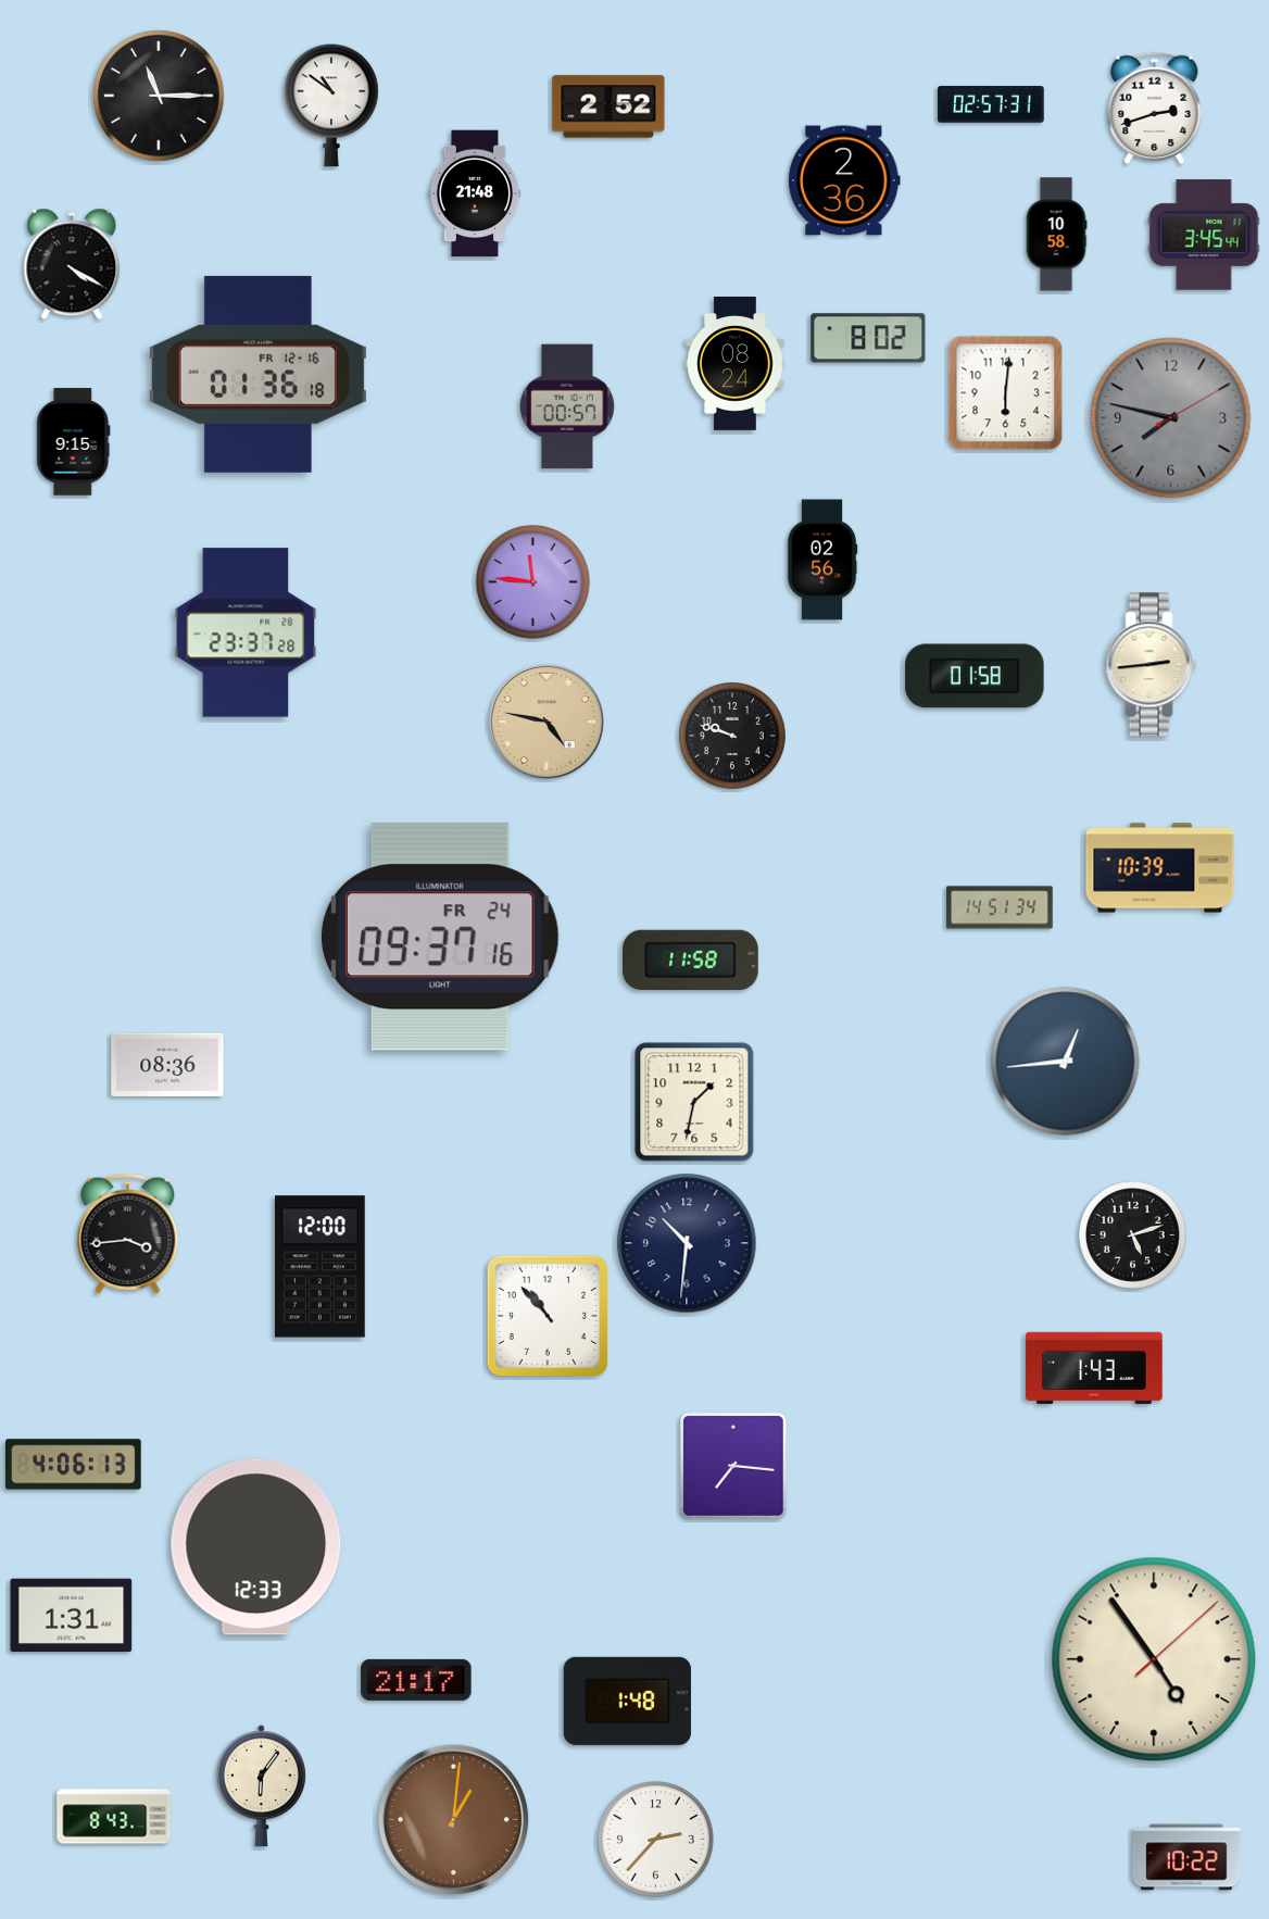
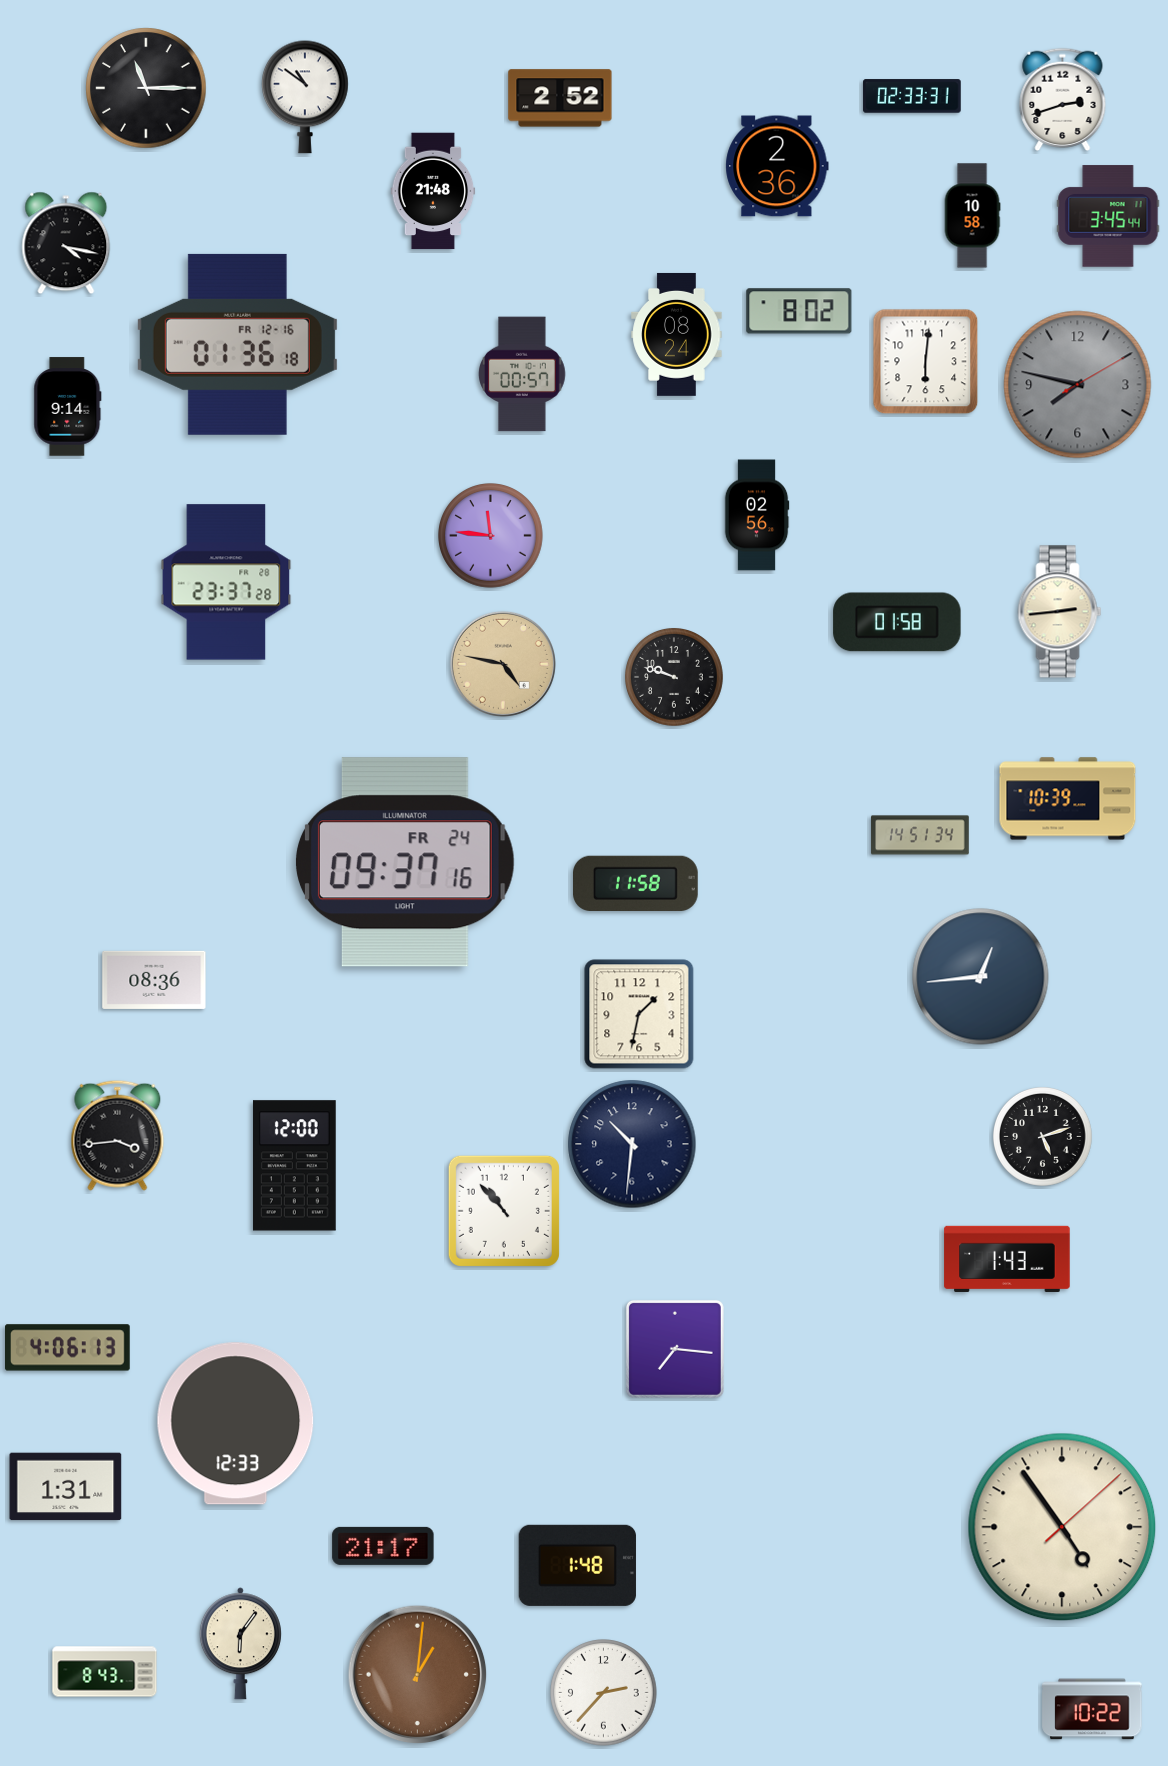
clock at (991, 104): 02:57 -> 02:33
clock at (475, 193) position: (475, 193) -> (433, 191)
clock at (72, 264): 4:20 -> 4:17
clock at (74, 442): 9:15 -> 9:14
